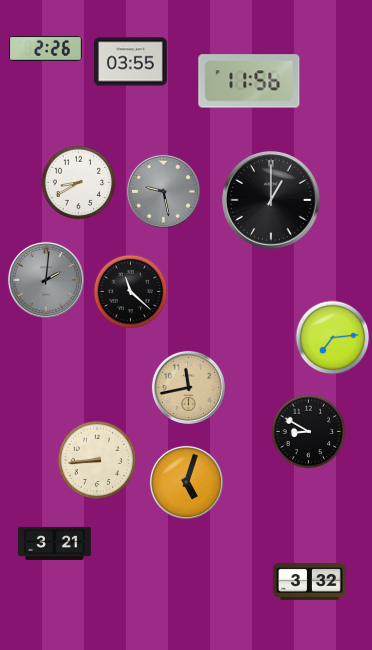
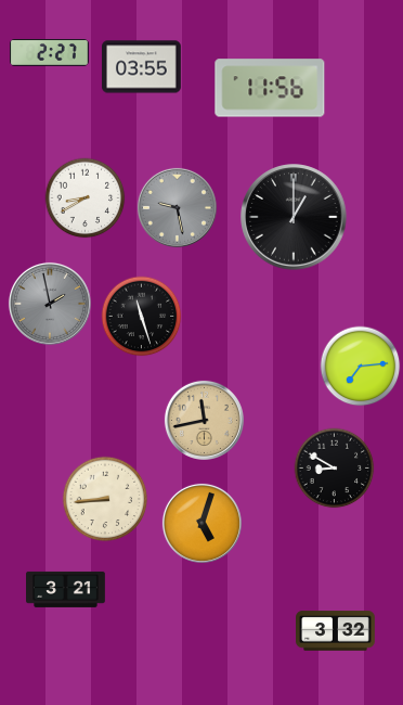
clock at (46, 49): 2:26 -> 2:27
clock at (46, 280): 2:01 -> 1:58
clock at (131, 292): 11:22 -> 11:27
clock at (55, 543) position: (55, 543) -> (66, 589)
